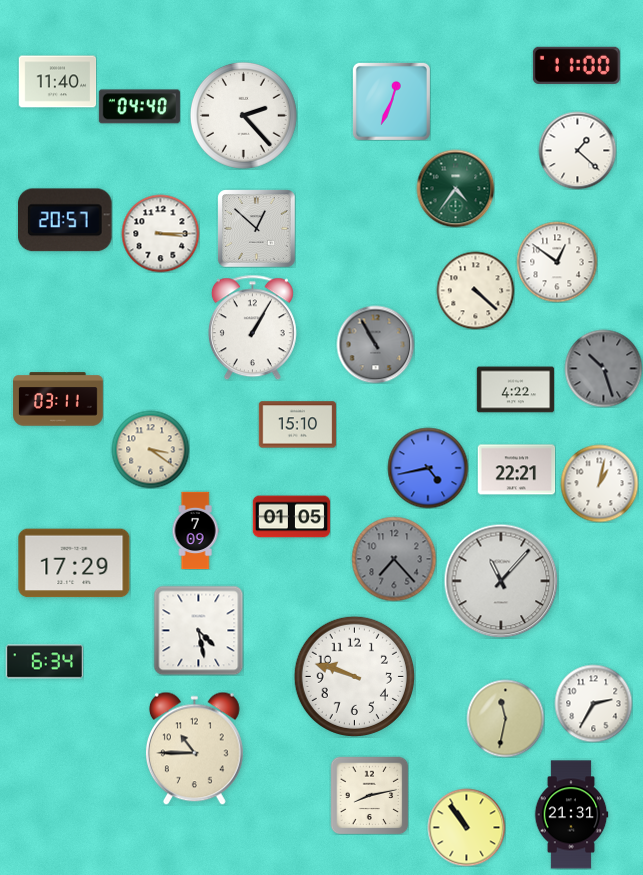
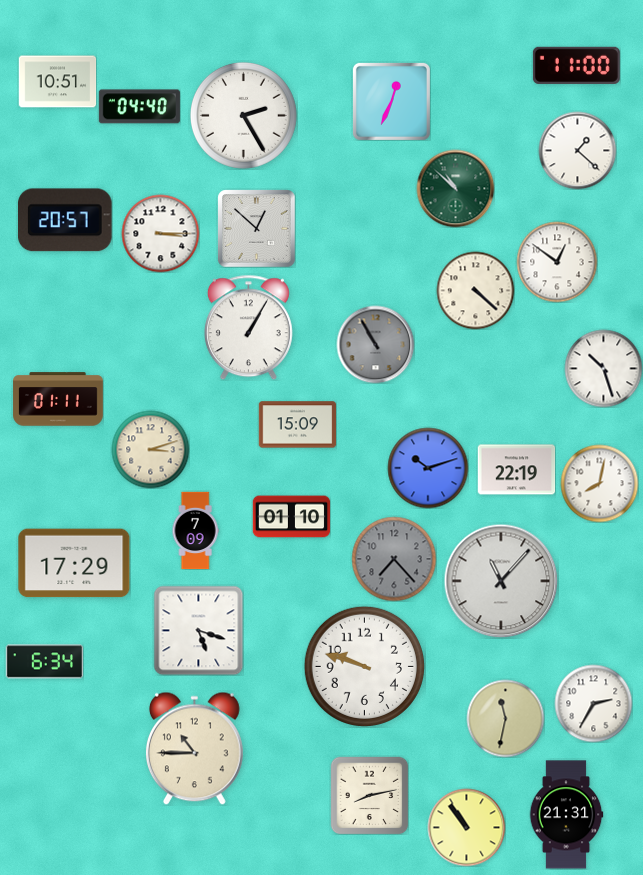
clock at (57, 82): 11:40 -> 10:51
clock at (243, 115): 2:23 -> 2:25
clock at (455, 188): 4:36 -> 10:52
clock at (252, 327) position: (252, 327) -> (248, 327)
clock at (603, 368) dial: grey -> white
clock at (515, 390): 4:22 -> none
clock at (58, 399): 03:11 -> 01:11
clock at (297, 425): 15:10 -> 15:09
clock at (150, 449): 3:21 -> 3:12
clock at (428, 468): 4:43 -> 10:12
clock at (516, 470): 22:21 -> 22:19
clock at (599, 483): 1:02 -> 8:02
clock at (291, 517): 01:05 -> 01:10
clock at (198, 630): 4:28 -> 5:18
clock at (354, 676) position: (354, 676) -> (364, 666)
clock at (571, 815) position: (571, 815) -> (566, 815)
